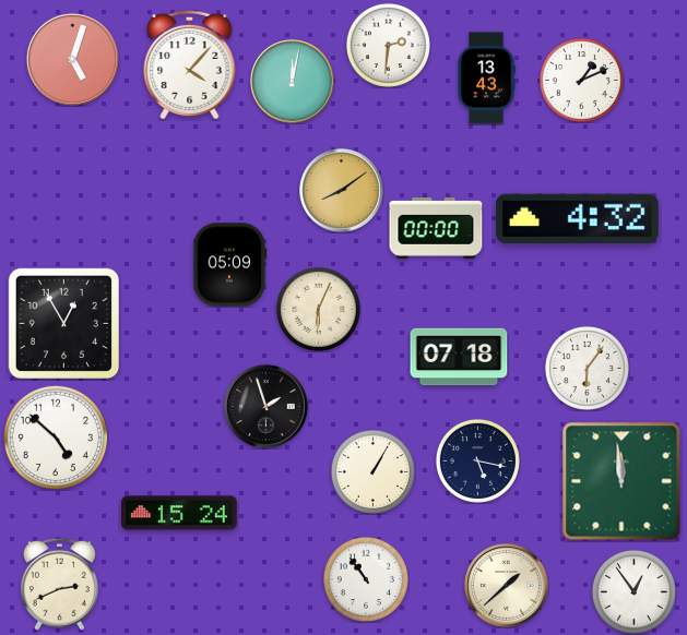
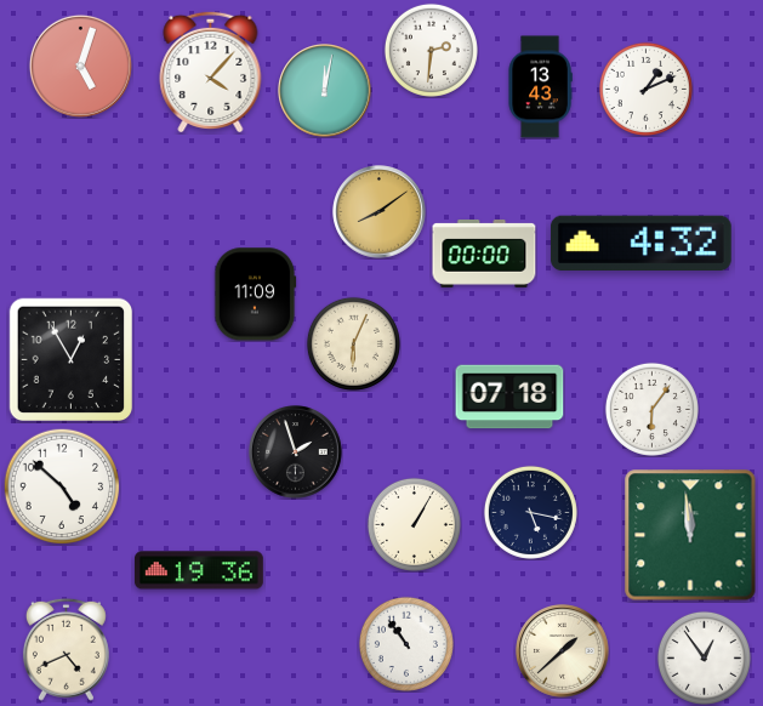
clock at (229, 265): 05:09 -> 11:09
clock at (179, 513): 15:24 -> 19:36
clock at (59, 584): 2:41 -> 4:41
